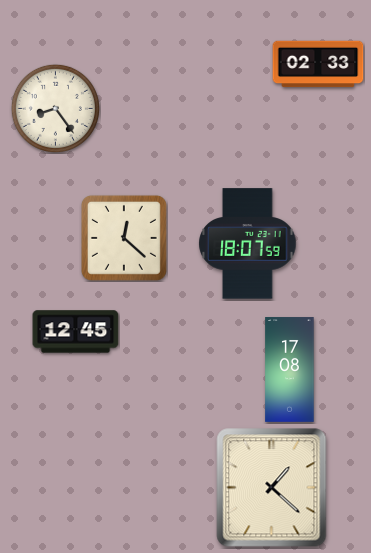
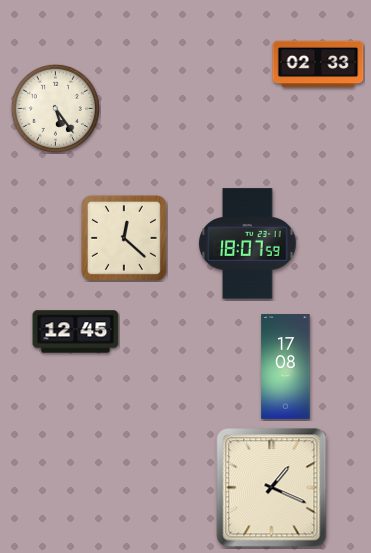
clock at (55, 108): 8:24 -> 5:24
clock at (290, 370) position: (290, 370) -> (286, 367)
clock at (272, 488): 1:22 -> 1:19
